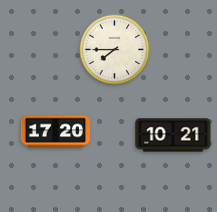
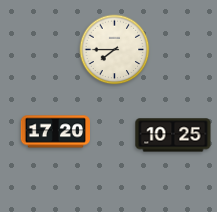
clock at (173, 135): 10:21 -> 10:25
